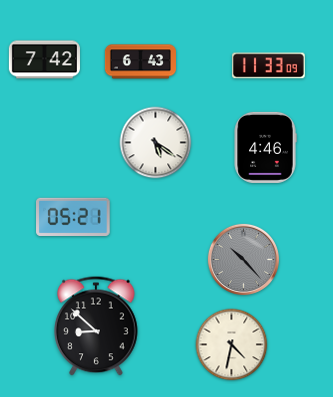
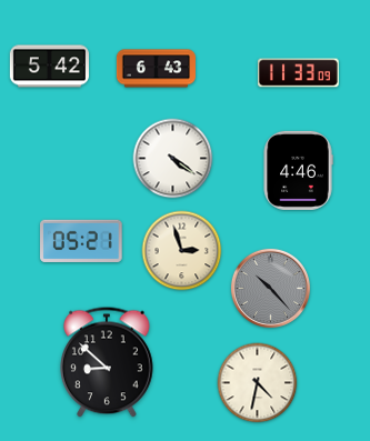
clock at (44, 60): 7:42 -> 5:42
clock at (156, 143): 5:21 -> 4:21
clock at (265, 147) position: (265, 147) -> (298, 170)
clock at (182, 251): none -> 2:57
